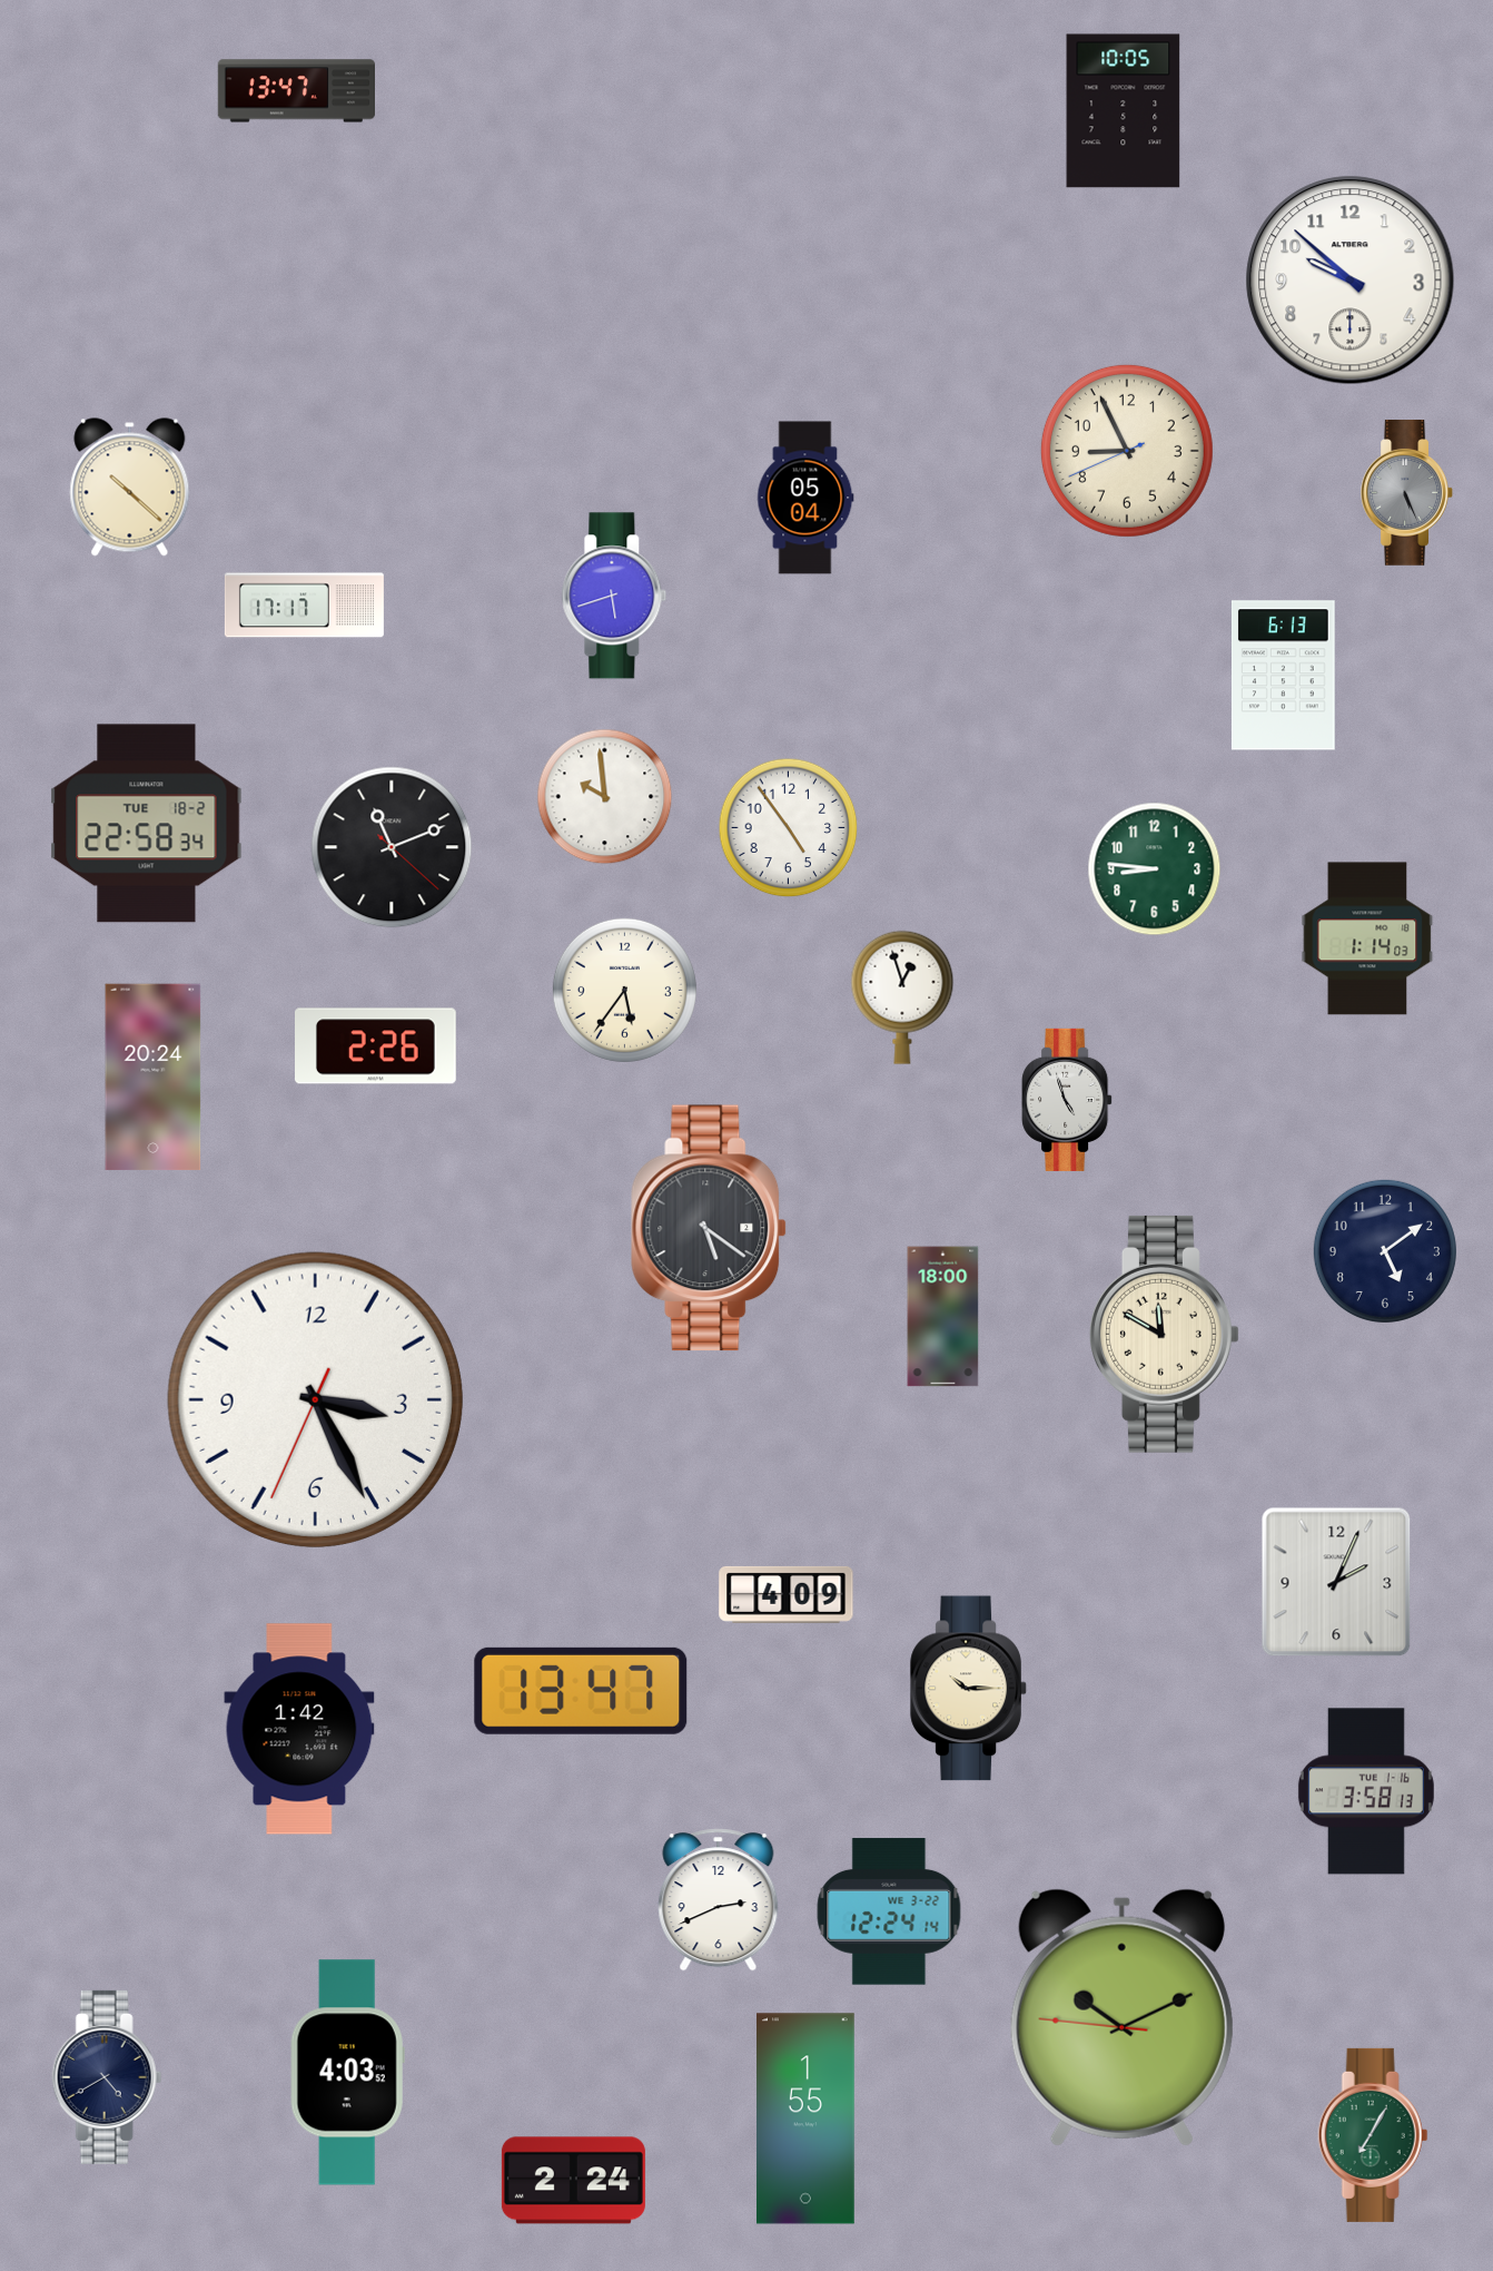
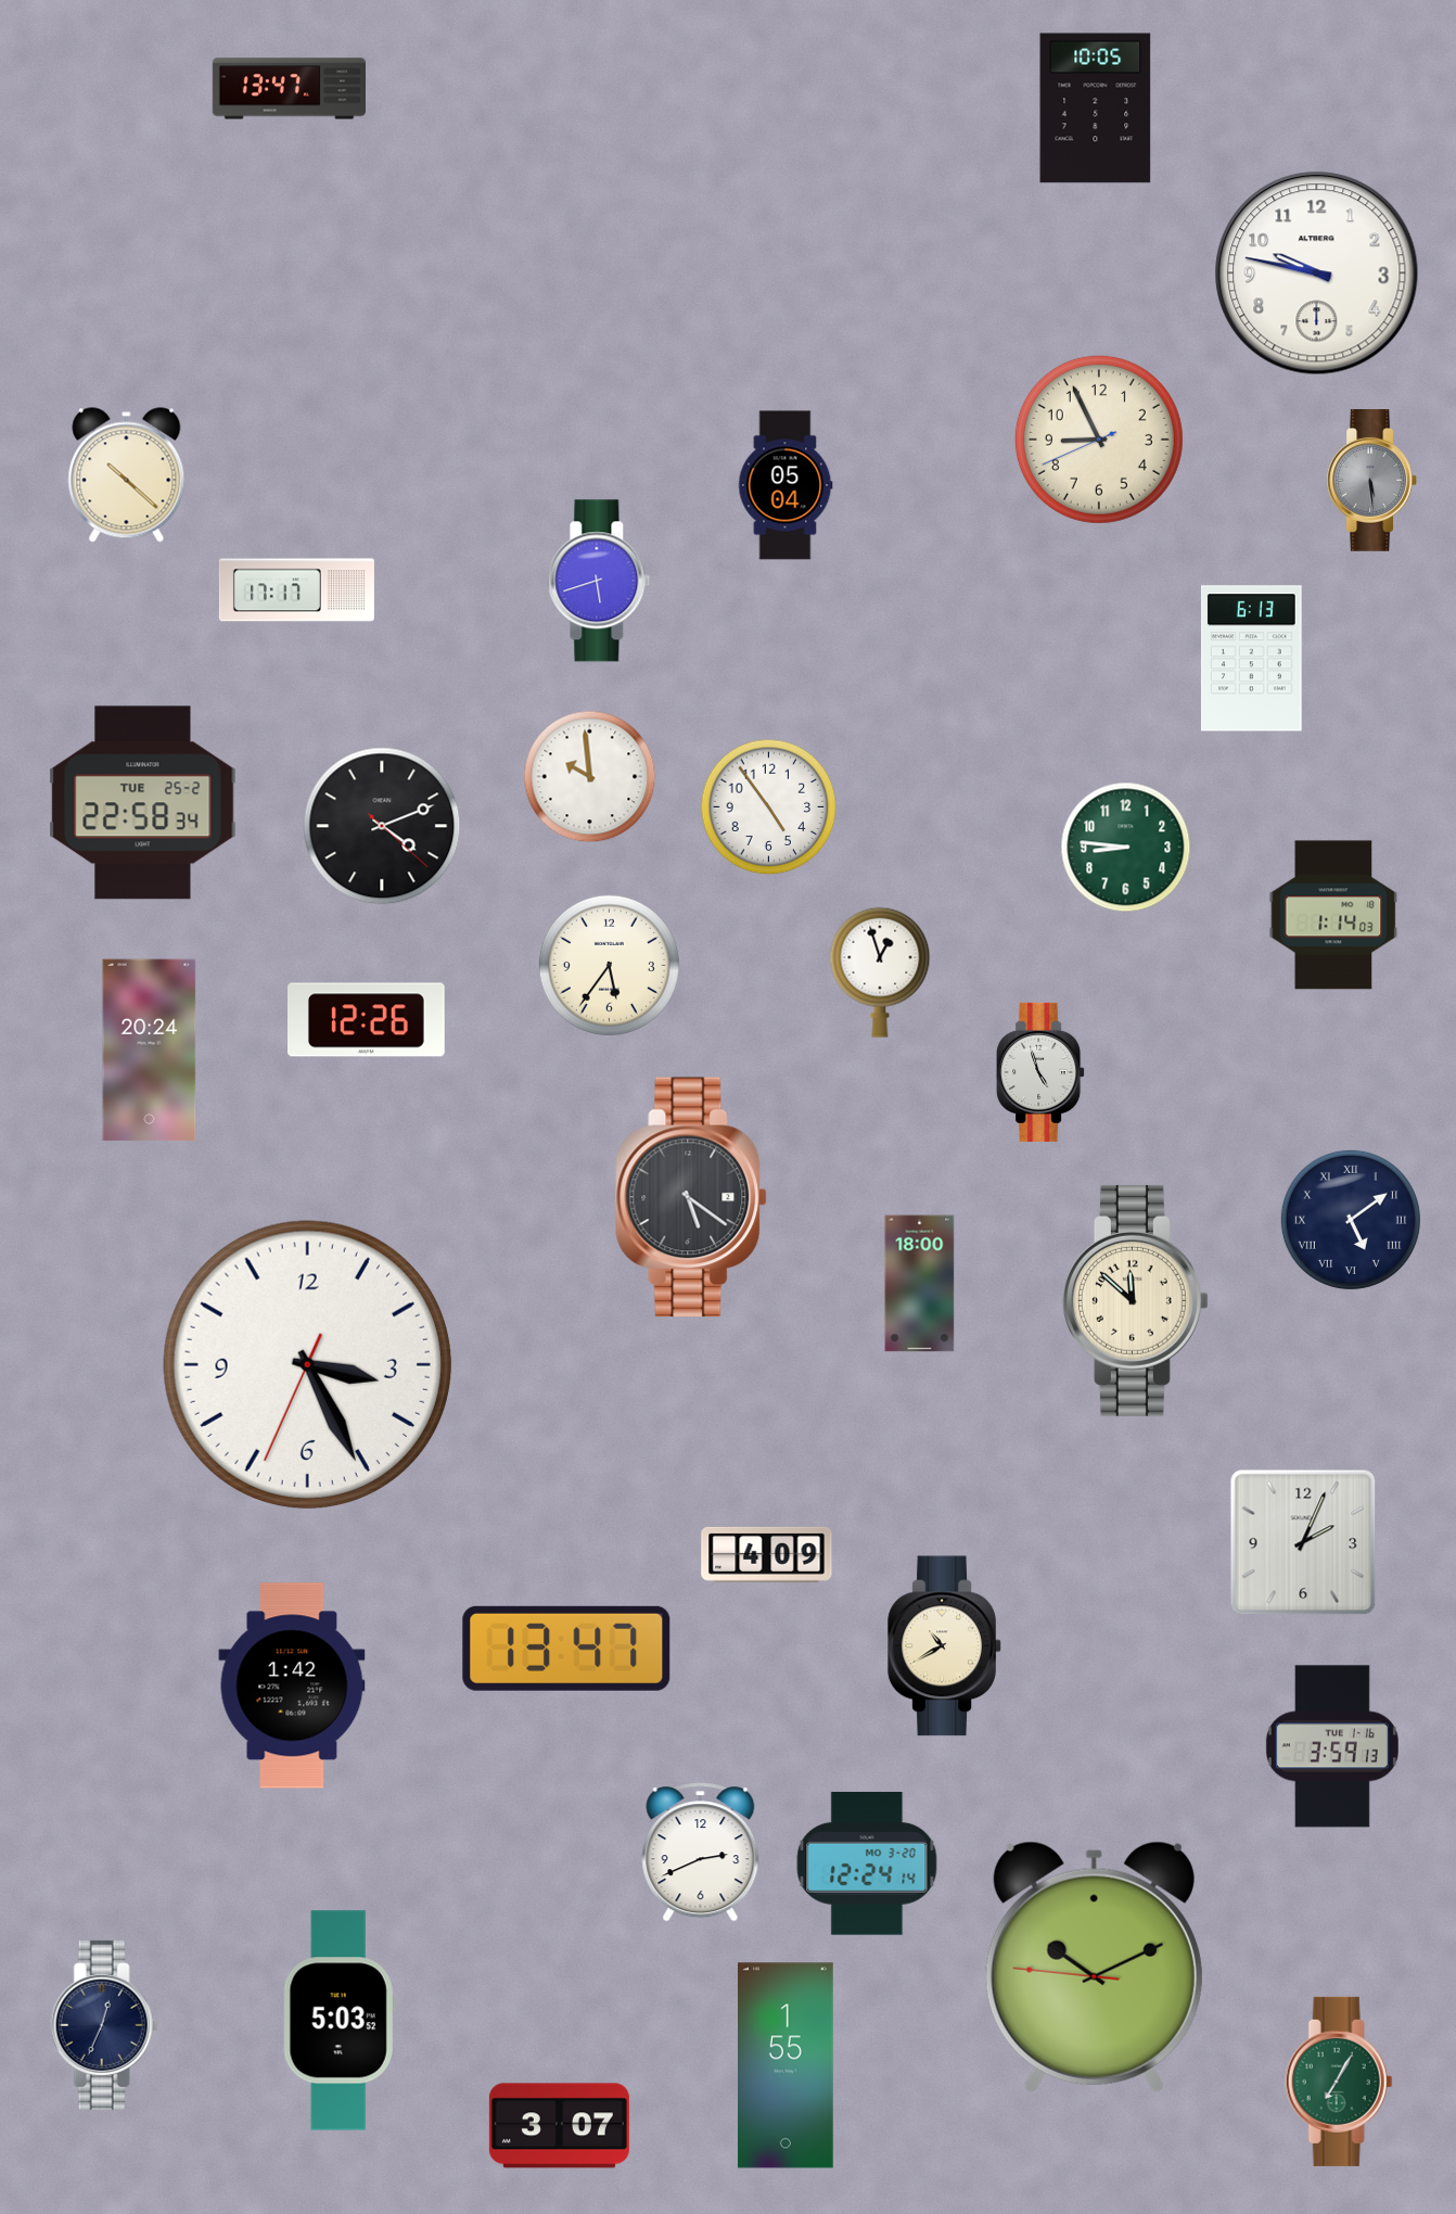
clock at (1351, 281): 9:52 -> 9:47
clock at (1406, 493): 5:26 -> 5:29
clock at (147, 824) date: TUE 18-2 -> TUE 25-2
clock at (392, 847): 11:11 -> 4:11
clock at (376, 1046): 2:26 -> 12:26
clock at (1385, 1251) numerals: Arabic -> Roman
clock at (1164, 1334): 11:50 -> 11:52
clock at (969, 1689): 10:15 -> 10:40
clock at (1366, 1791): 3:58 -> 3:59
clock at (889, 1911) date: WE 3-22 -> MO 3-20
clock at (347, 2073): 4:03 -> 5:03
clock at (107, 2077): 4:40 -> 12:34
clock at (573, 2181): 2:24 -> 3:07
